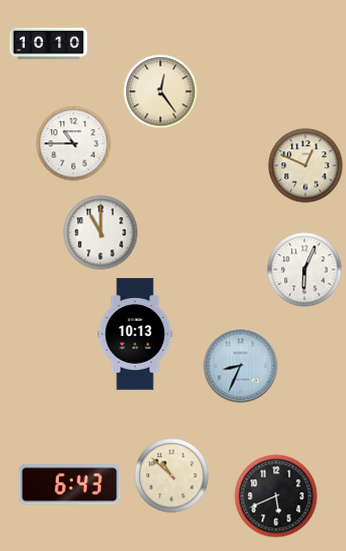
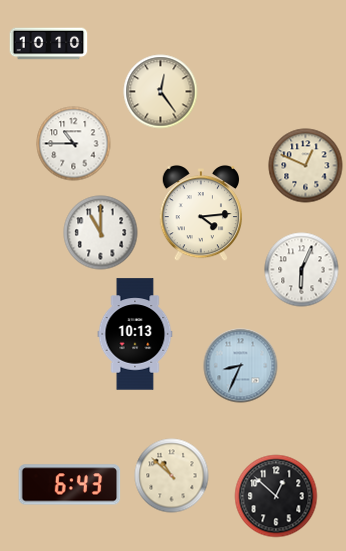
clock at (200, 213): none -> 4:14
clock at (305, 270) position: (305, 270) -> (302, 270)
clock at (276, 496): 5:41 -> 12:52
